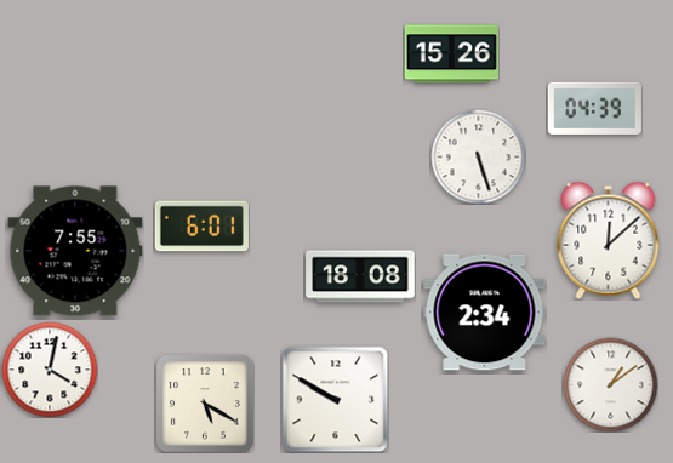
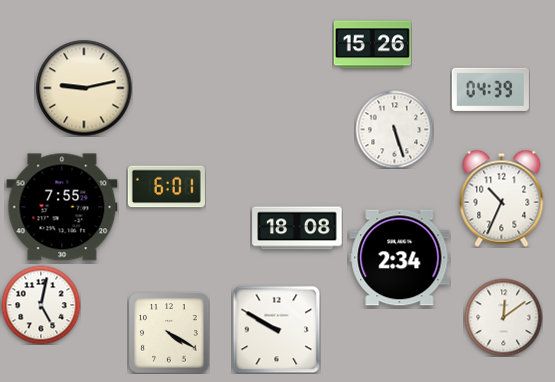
clock at (84, 88): none -> 9:13
clock at (609, 240): 12:08 -> 10:34
clock at (50, 370): 4:02 -> 5:02
clock at (610, 384): 1:09 -> 12:09
clock at (205, 404): 5:20 -> 4:20
